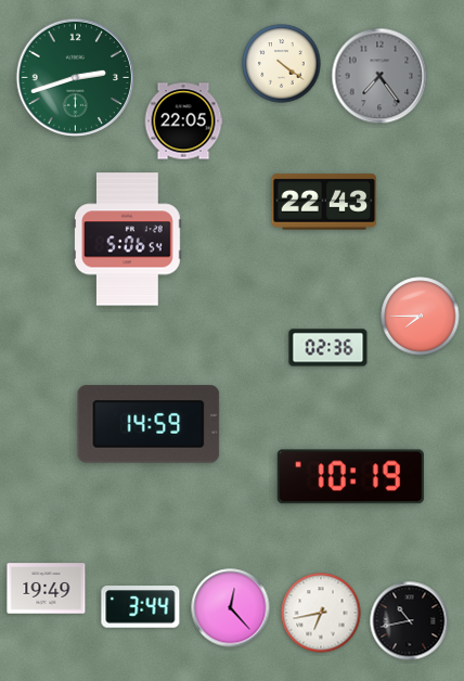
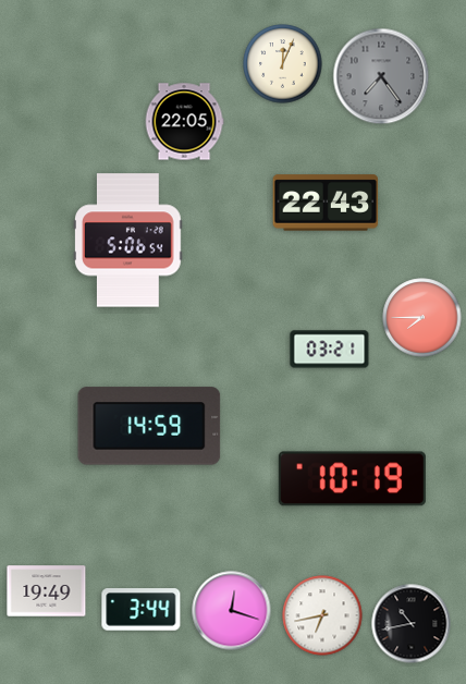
clock at (282, 64): 4:21 -> 12:04
clock at (75, 77): 2:42 -> none
clock at (328, 348): 02:36 -> 03:21
clock at (231, 608): 12:23 -> 12:18
